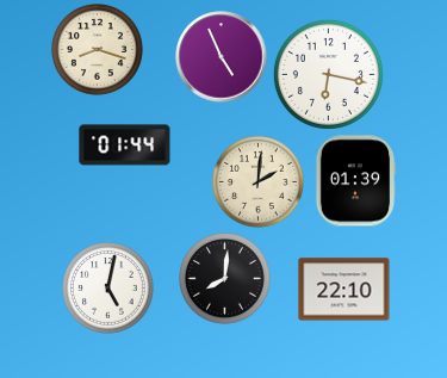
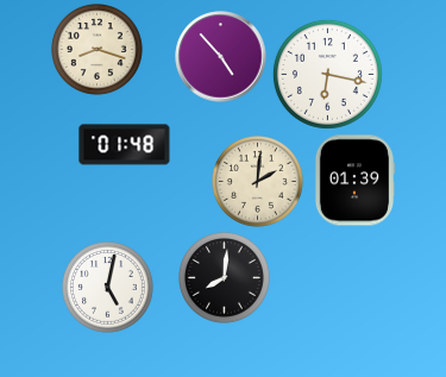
clock at (222, 57): 4:56 -> 4:53
clock at (125, 145): 01:44 -> 01:48
clock at (344, 290): 22:10 -> none
